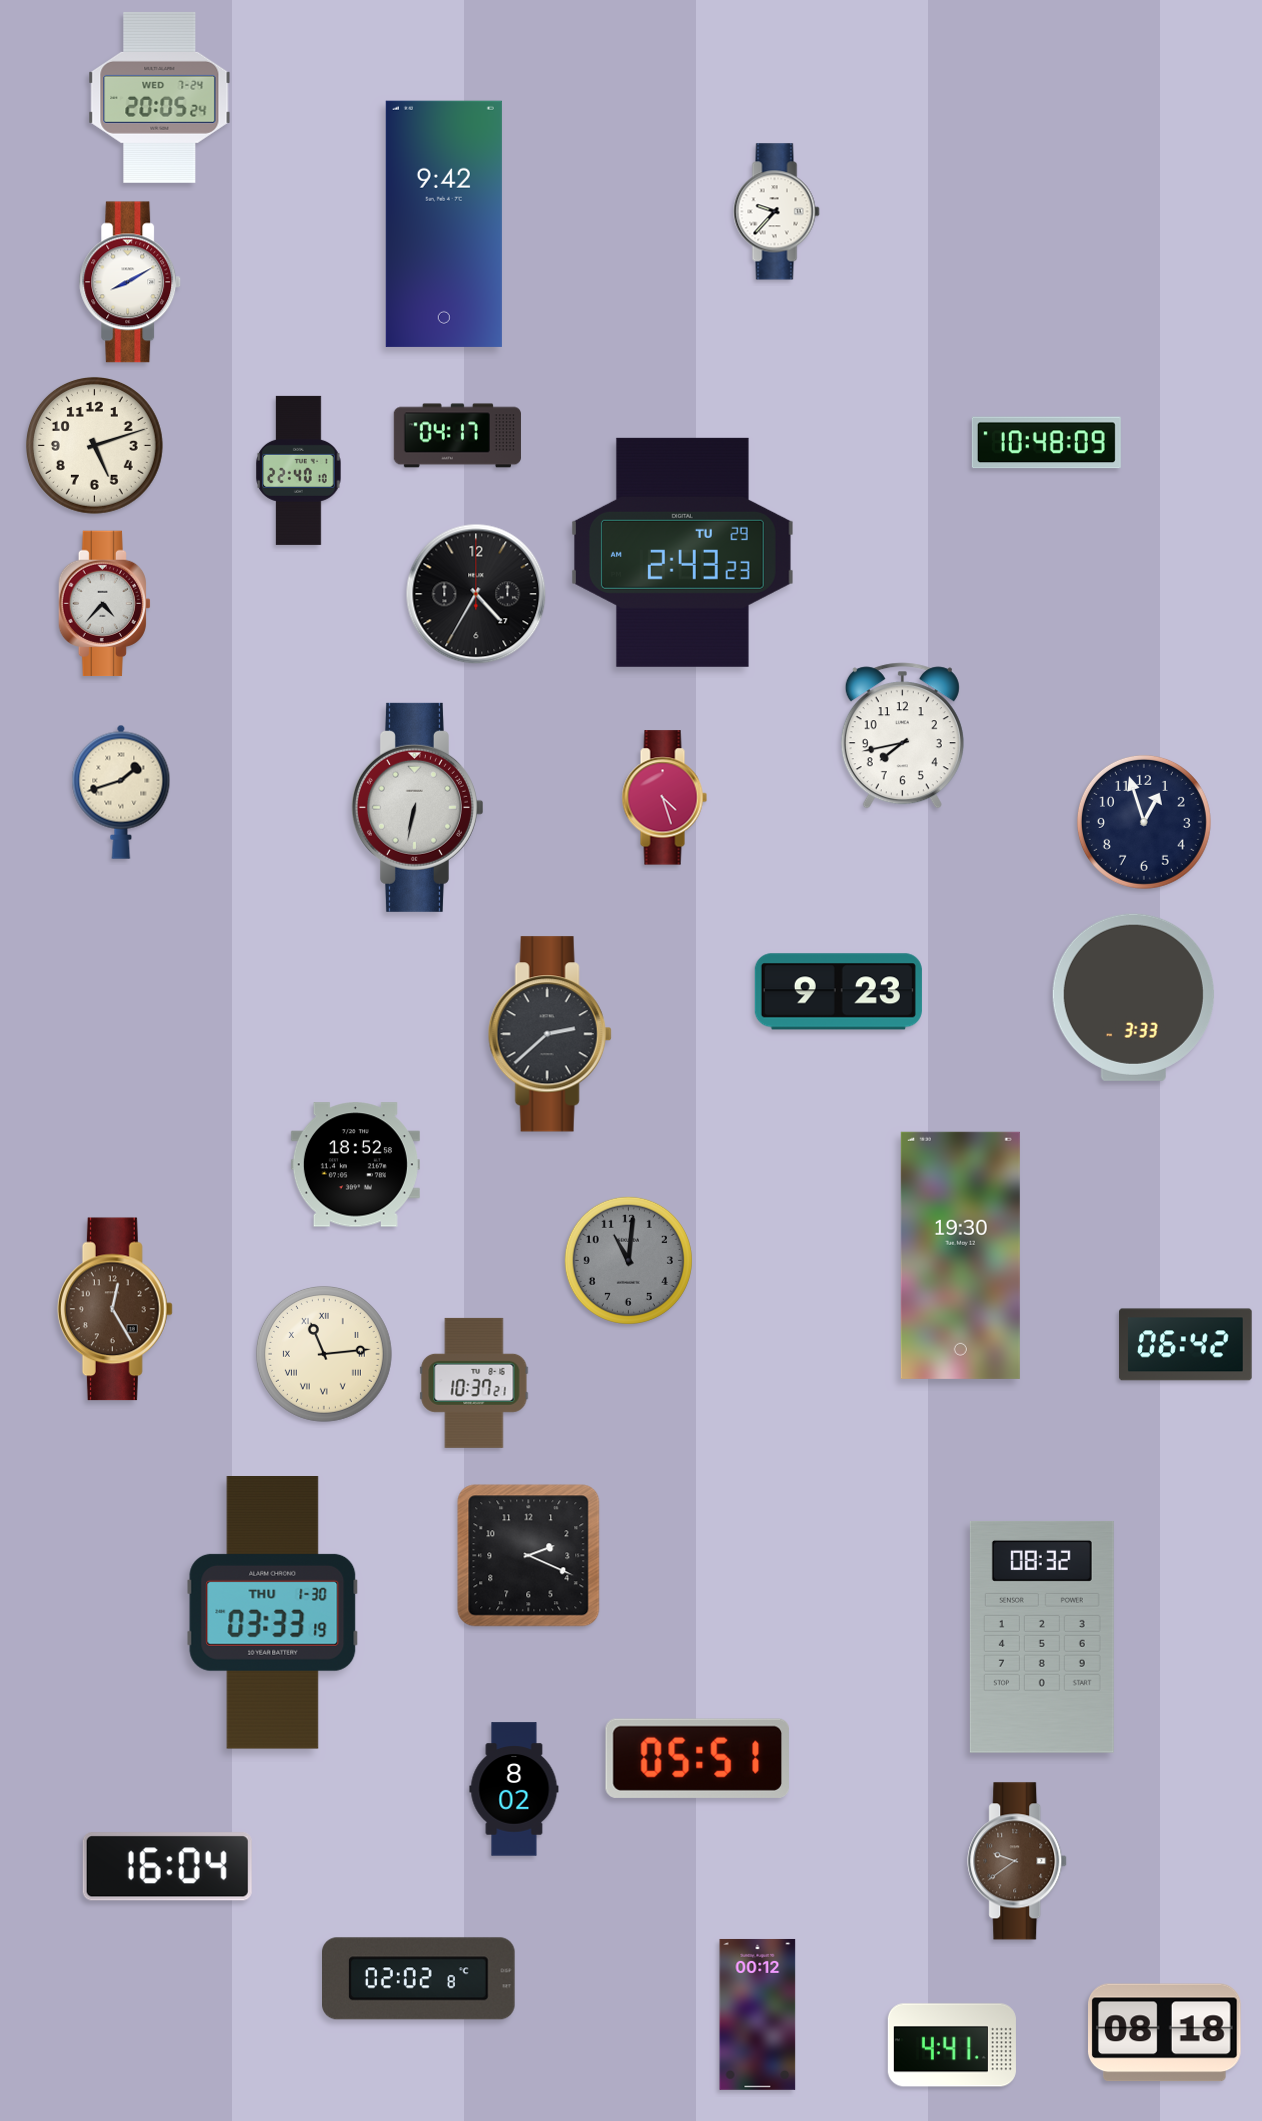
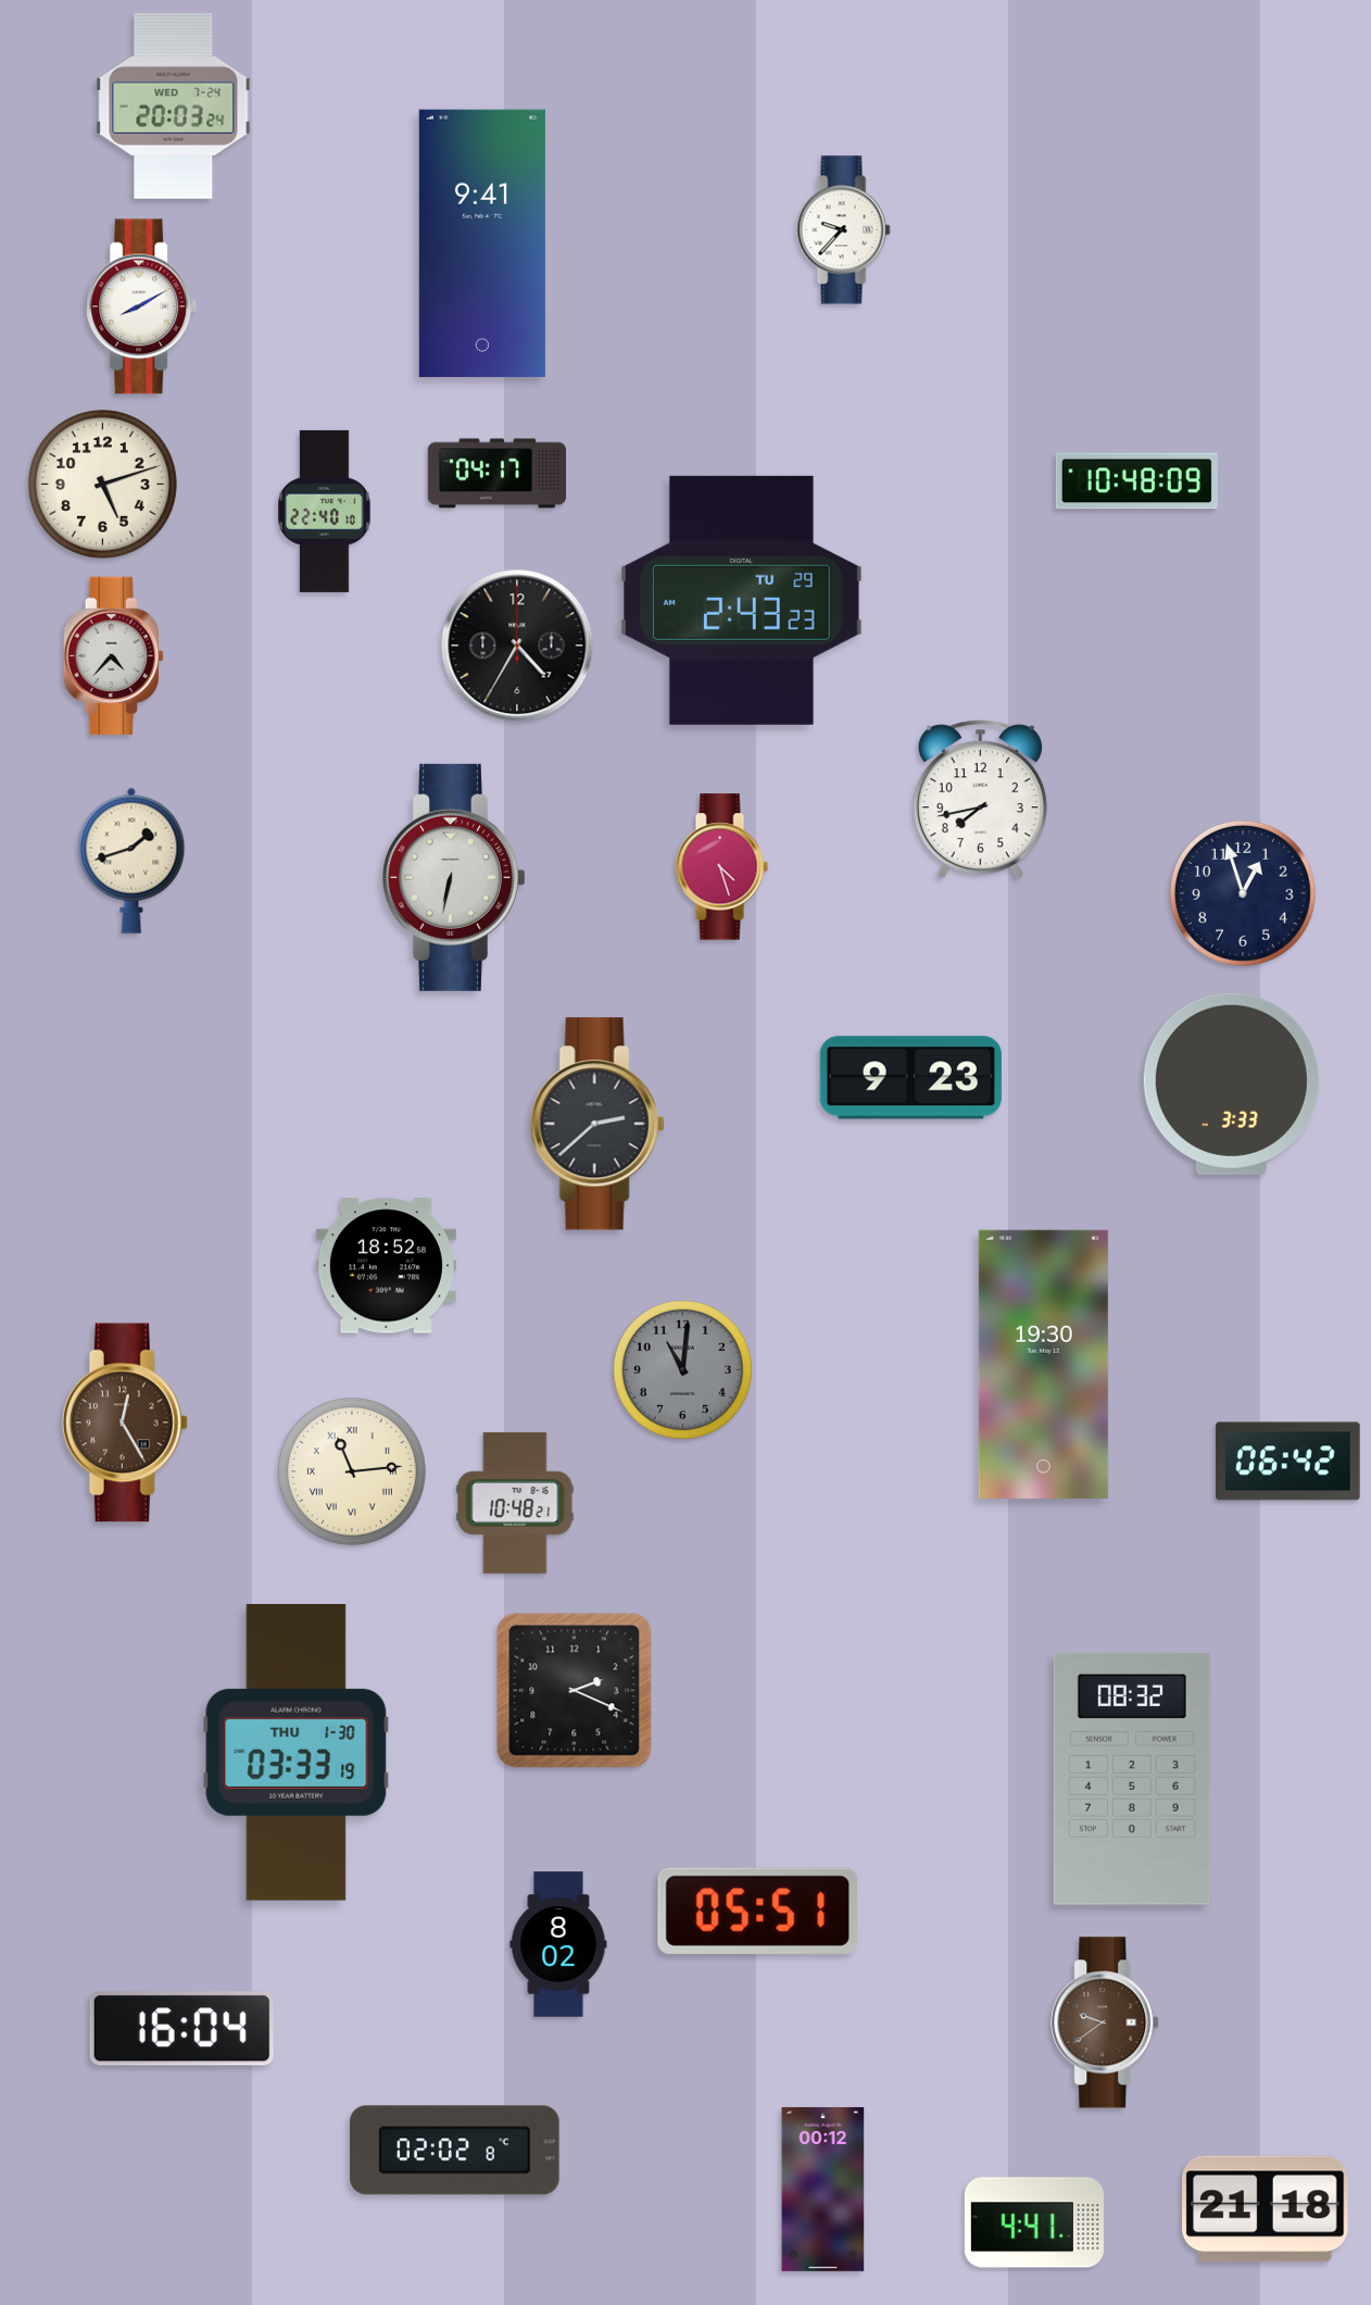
clock at (160, 97): 20:05 -> 20:03
clock at (444, 224): 9:42 -> 9:41
clock at (474, 1383): 10:37 -> 10:48
clock at (1165, 2033): 08:18 -> 21:18
